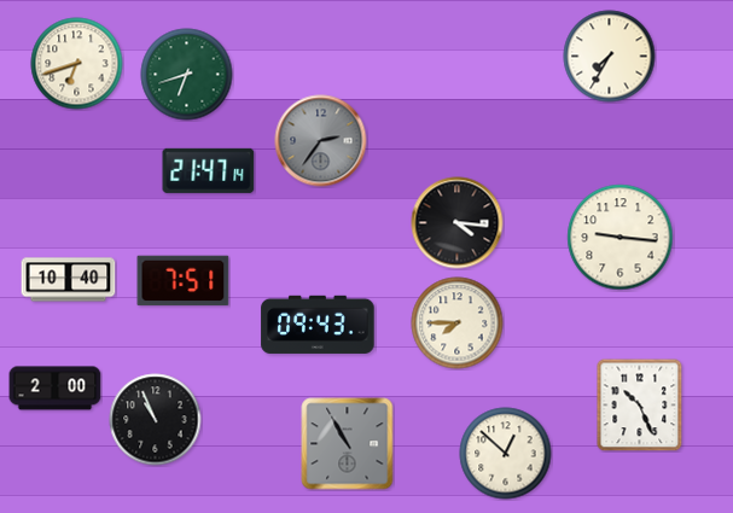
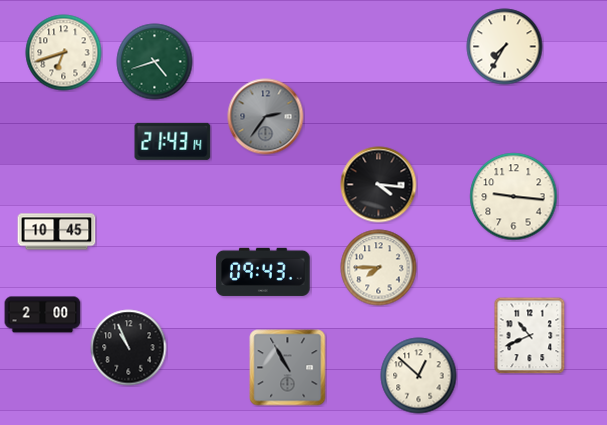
clock at (187, 75): 6:42 -> 4:42
clock at (209, 170): 21:47 -> 21:43
clock at (69, 280): 10:40 -> 10:45
clock at (184, 281): 7:51 -> none
clock at (318, 325) position: (318, 325) -> (263, 272)
clock at (56, 389) position: (56, 389) -> (43, 315)
clock at (640, 404): 10:26 -> 10:41
